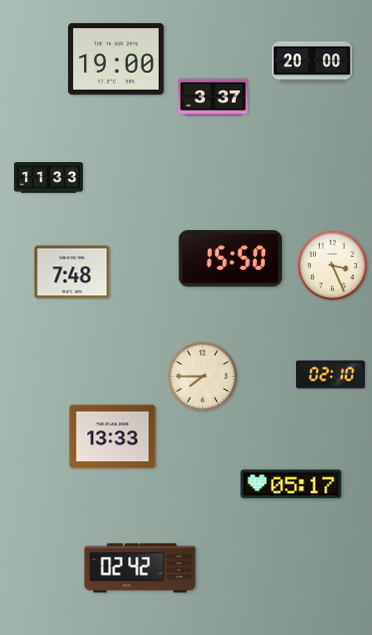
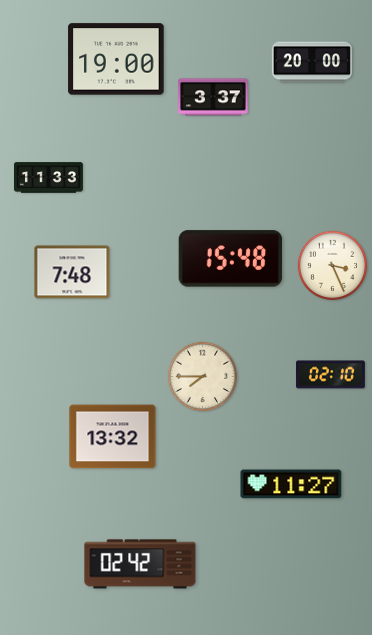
clock at (231, 259): 15:50 -> 15:48
clock at (113, 437): 13:33 -> 13:32
clock at (291, 484): 05:17 -> 11:27
clock at (140, 568) position: (140, 568) -> (140, 564)
